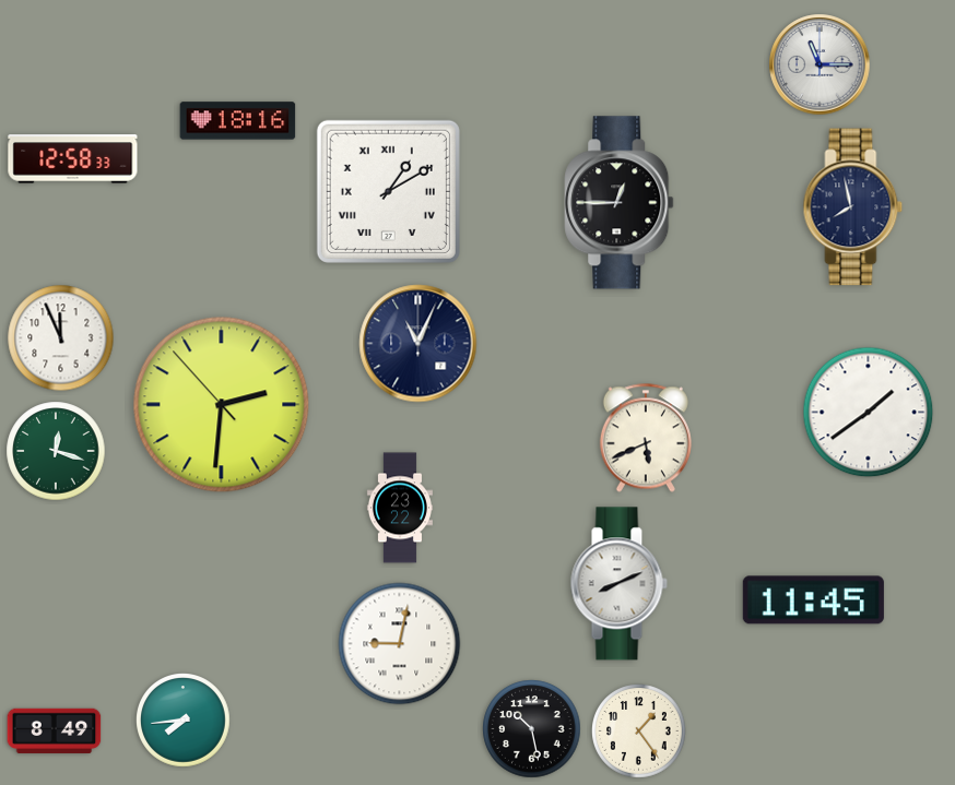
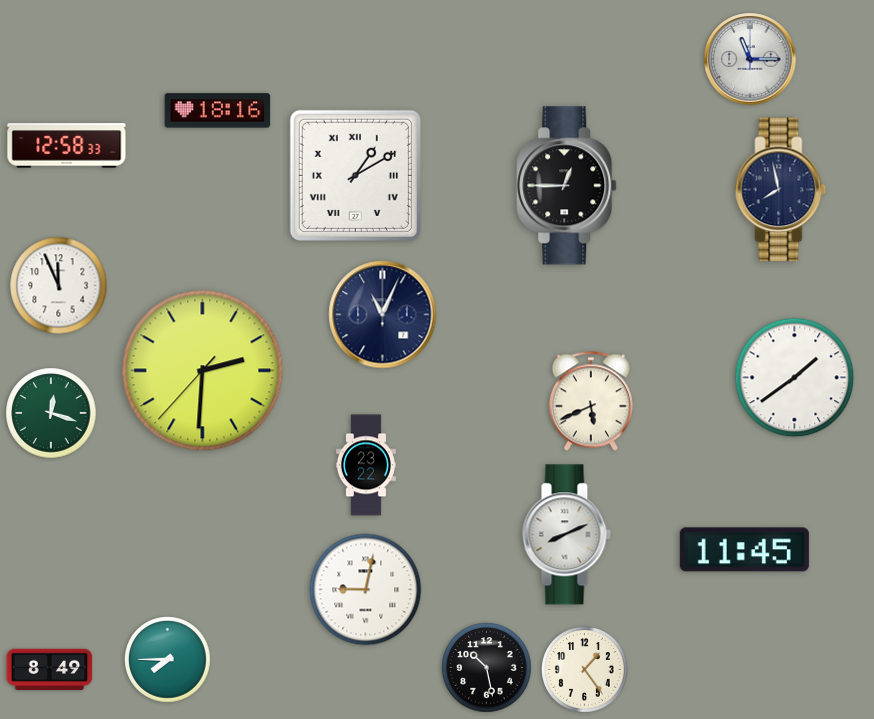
clock at (61, 338) position: (61, 338) -> (59, 286)
clock at (222, 405): 2:30:53 -> 2:30:37
clock at (184, 721): 7:44 -> 7:45
